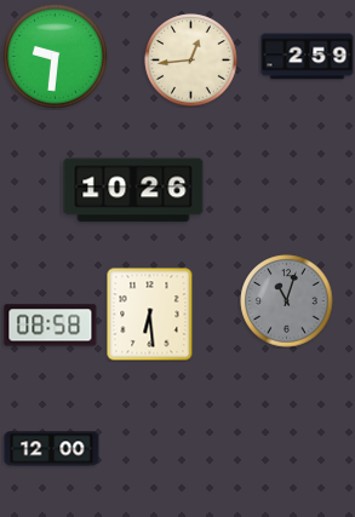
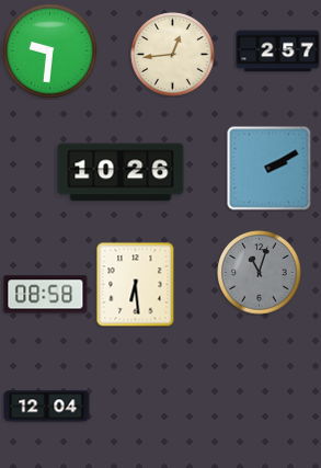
clock at (308, 57): 2:59 -> 2:57
clock at (270, 169): none -> 2:10
clock at (52, 449): 12:00 -> 12:04
